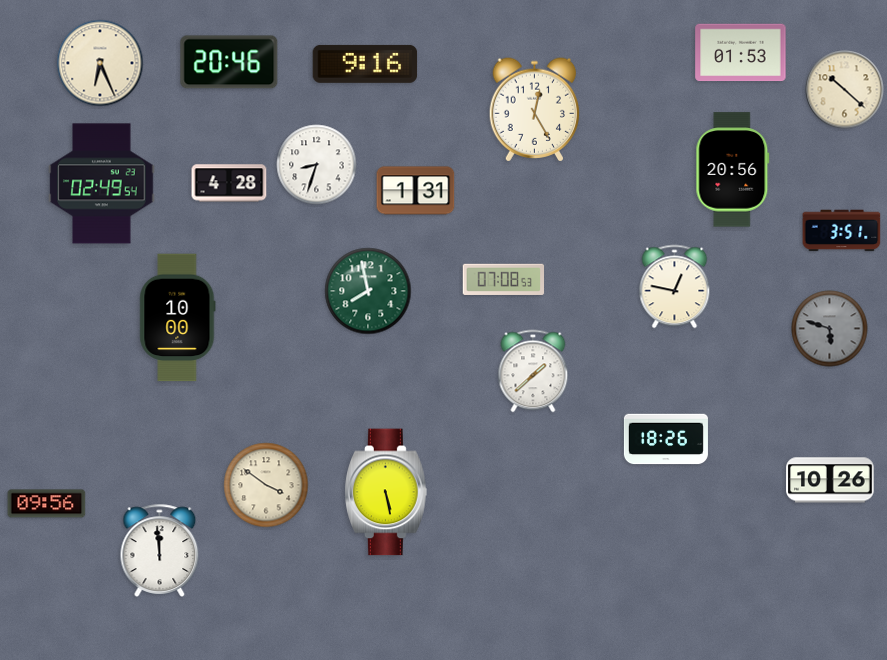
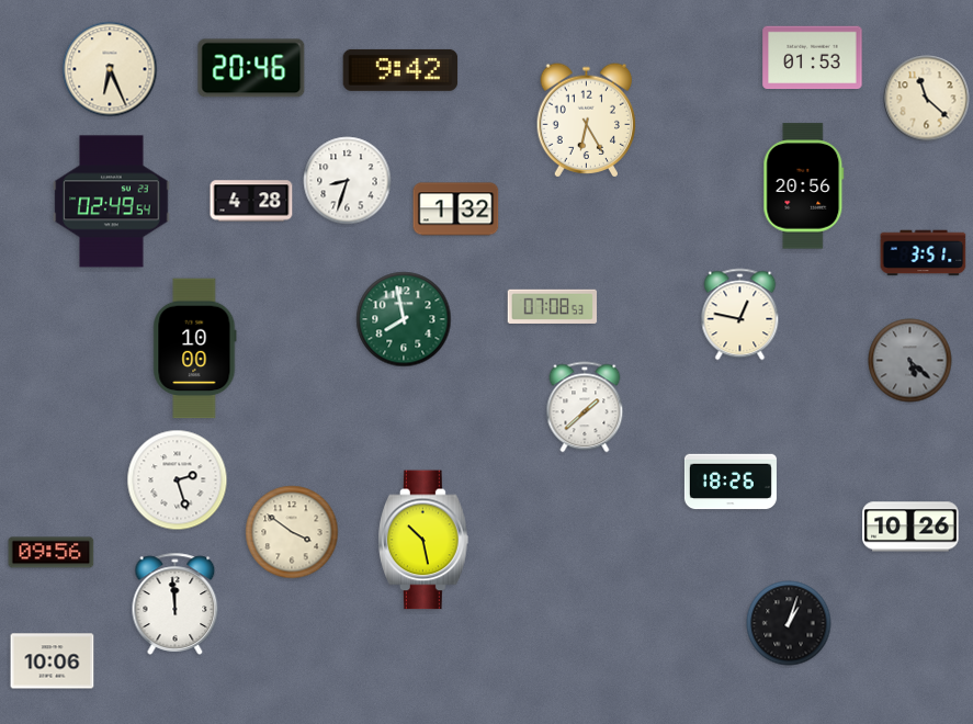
clock at (365, 64): 9:16 -> 9:42
clock at (845, 90): 10:22 -> 11:22
clock at (535, 110): 12:25 -> 6:25
clock at (416, 191): 1:31 -> 1:32
clock at (830, 329): 5:48 -> 5:22
clock at (178, 480): none -> 2:27
clock at (386, 492): 5:28 -> 10:28
clock at (789, 623): none -> 1:03
clock at (53, 661): none -> 10:06
